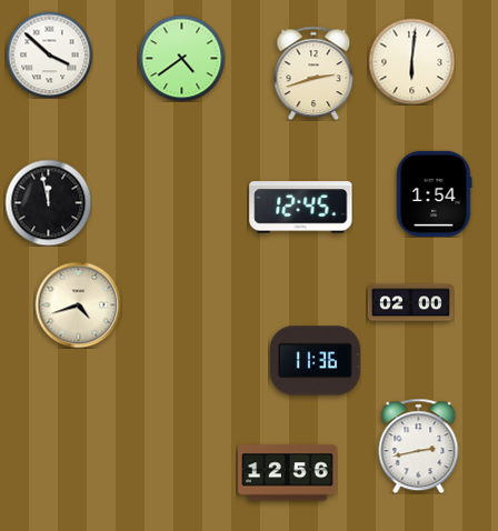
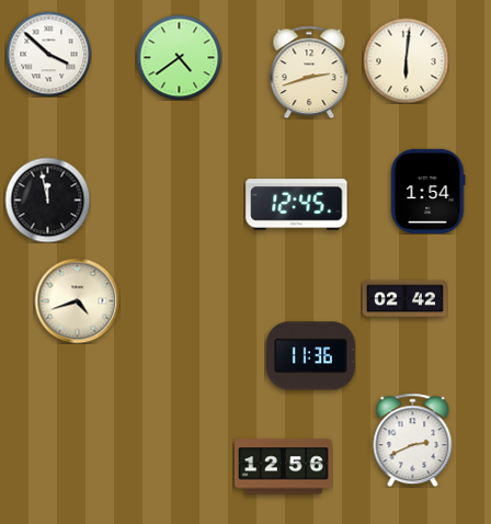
clock at (410, 303): 02:00 -> 02:42
clock at (419, 445): 2:43 -> 2:41
